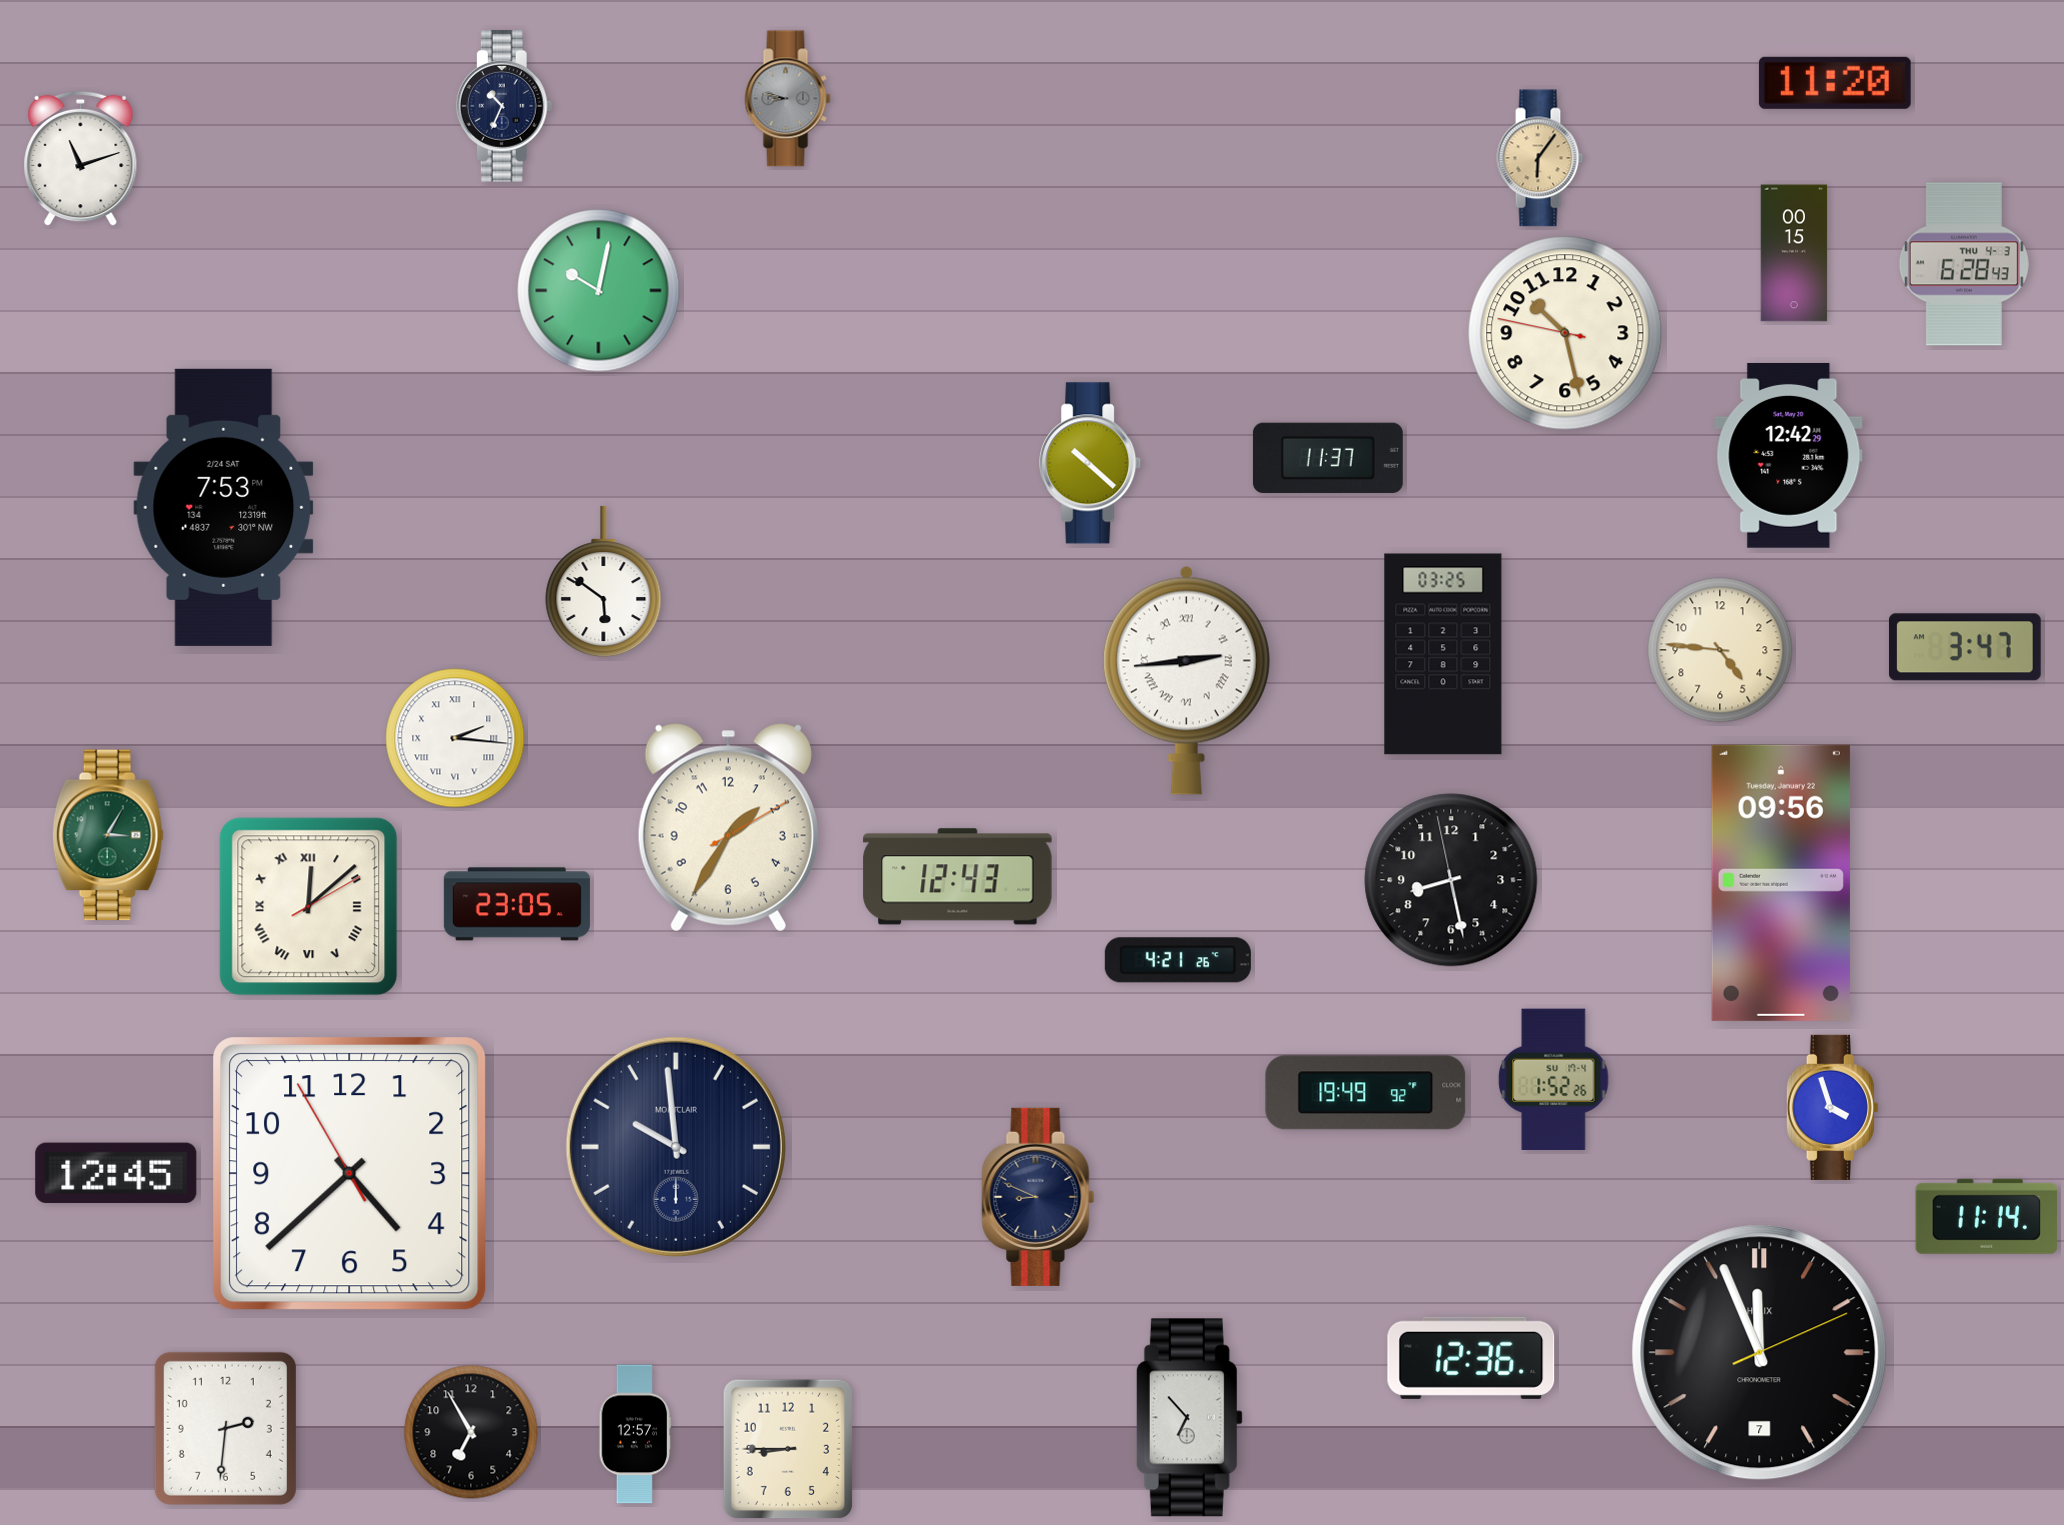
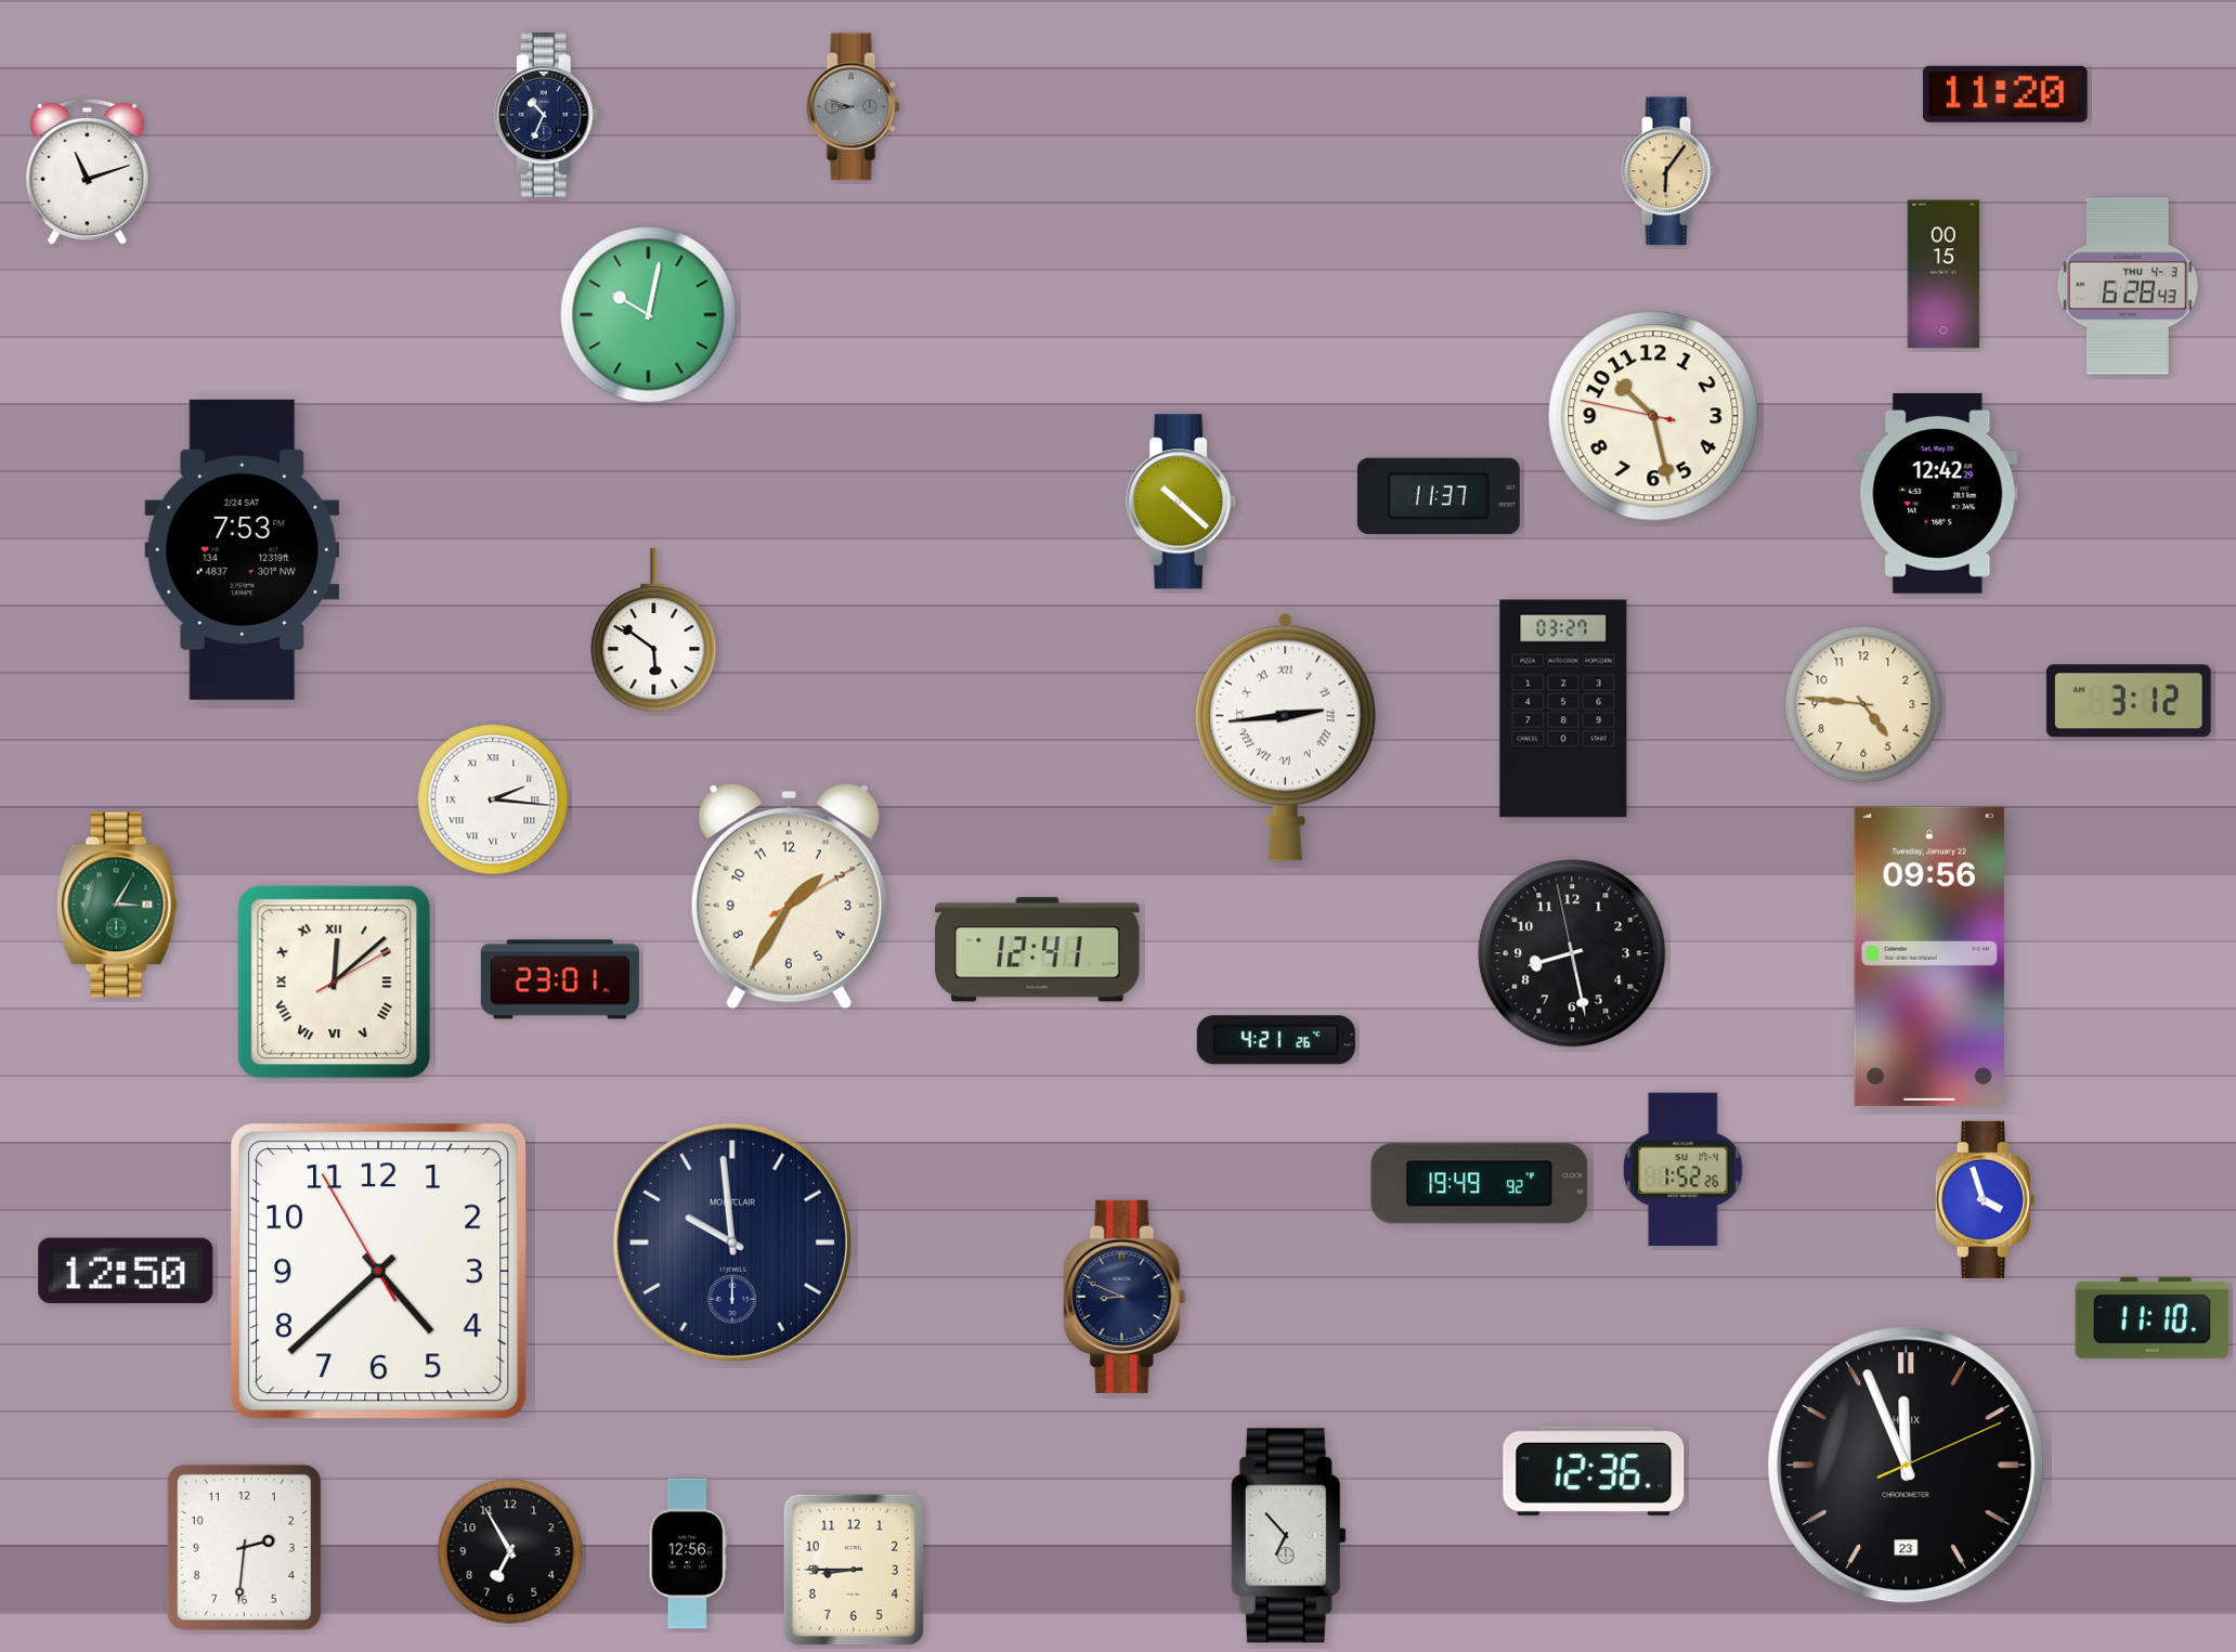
clock at (1835, 83) position: (1835, 83) -> (2005, 94)
clock at (1565, 333) position: (1565, 333) -> (1653, 416)
clock at (1965, 647): 3:47 -> 3:12
clock at (1443, 654): 03:25 -> 03:27
clock at (958, 877): 12:43 -> 12:41
clock at (517, 904): 23:05 -> 23:01
clock at (116, 1173): 12:45 -> 12:50
clock at (1986, 1216): 11:14 -> 11:10
clock at (1760, 1353) date: 7 -> 23
clock at (635, 1434): 12:57 -> 12:56
